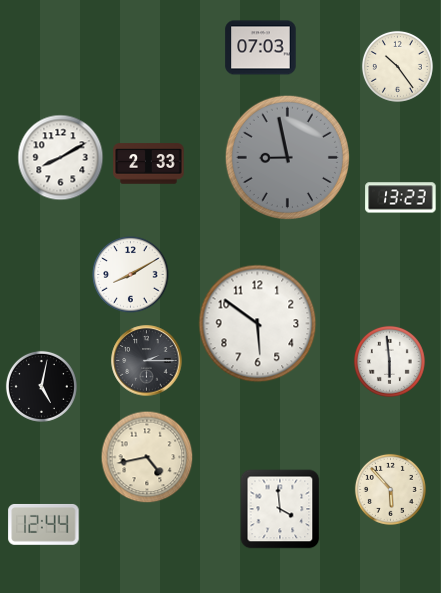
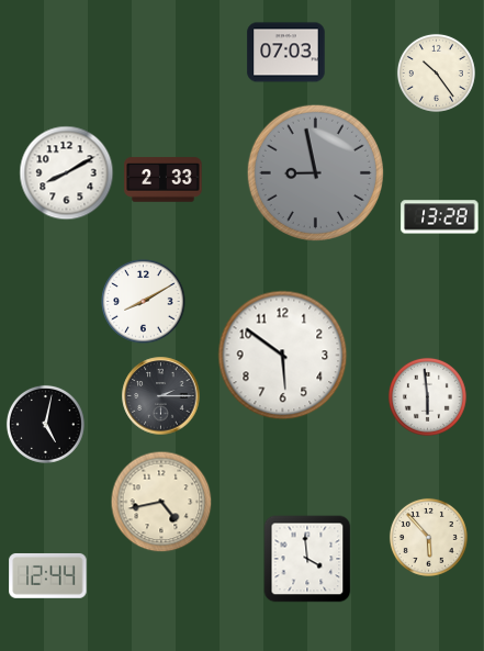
clock at (401, 198): 13:23 -> 13:28
